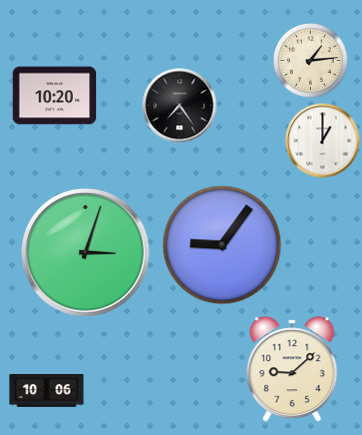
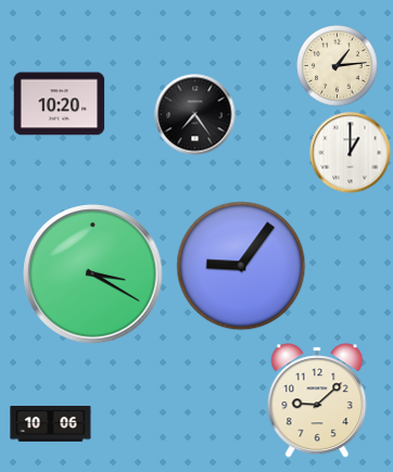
clock at (86, 253): 3:03 -> 3:20
